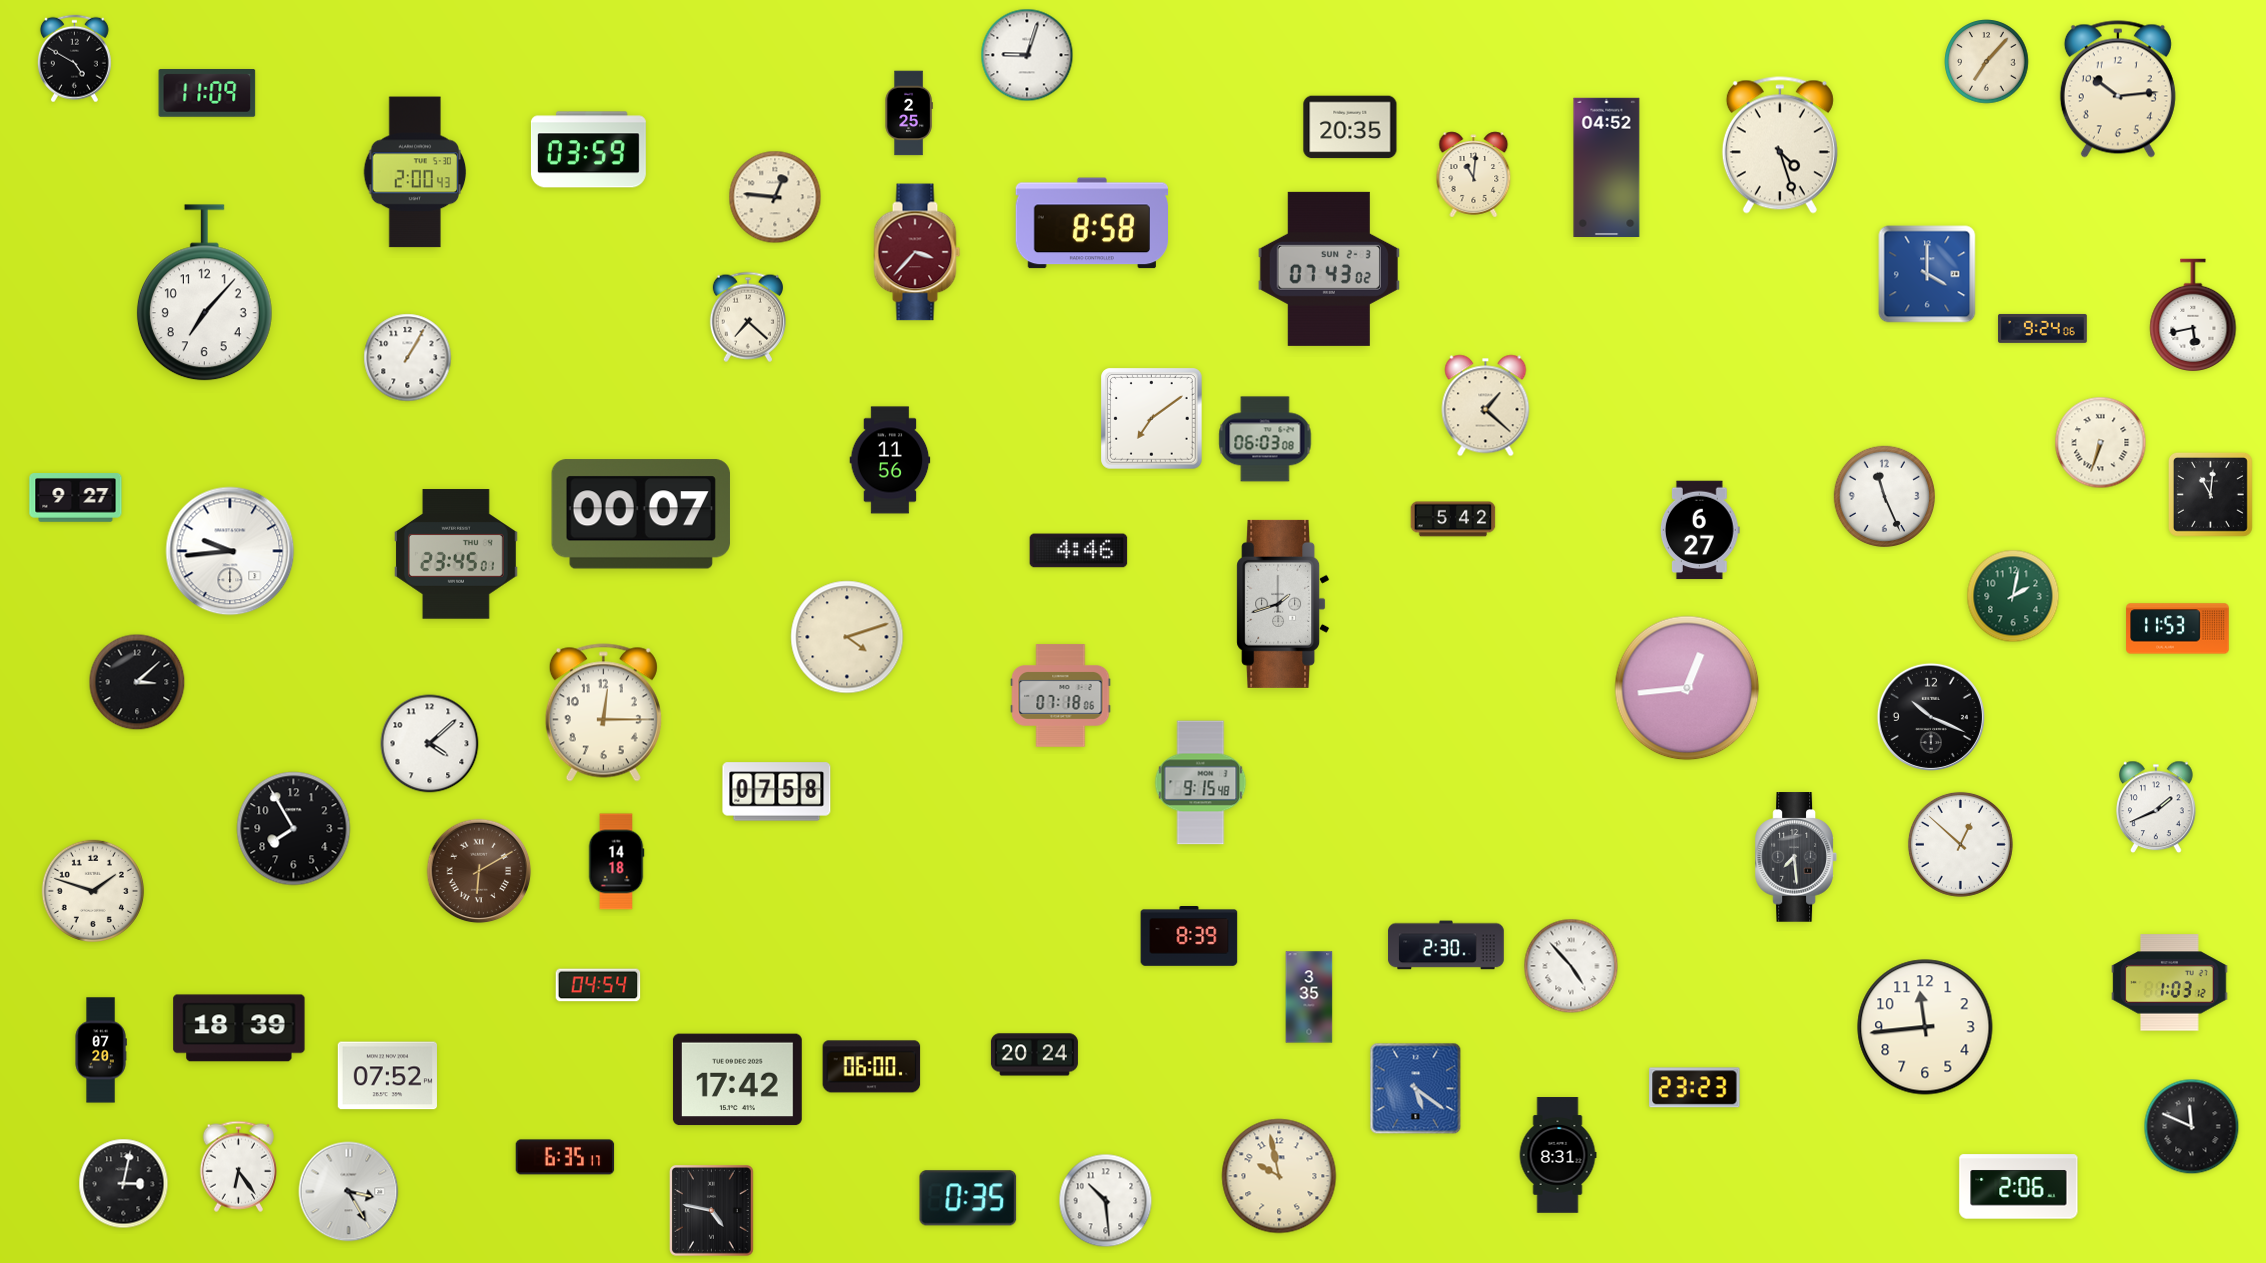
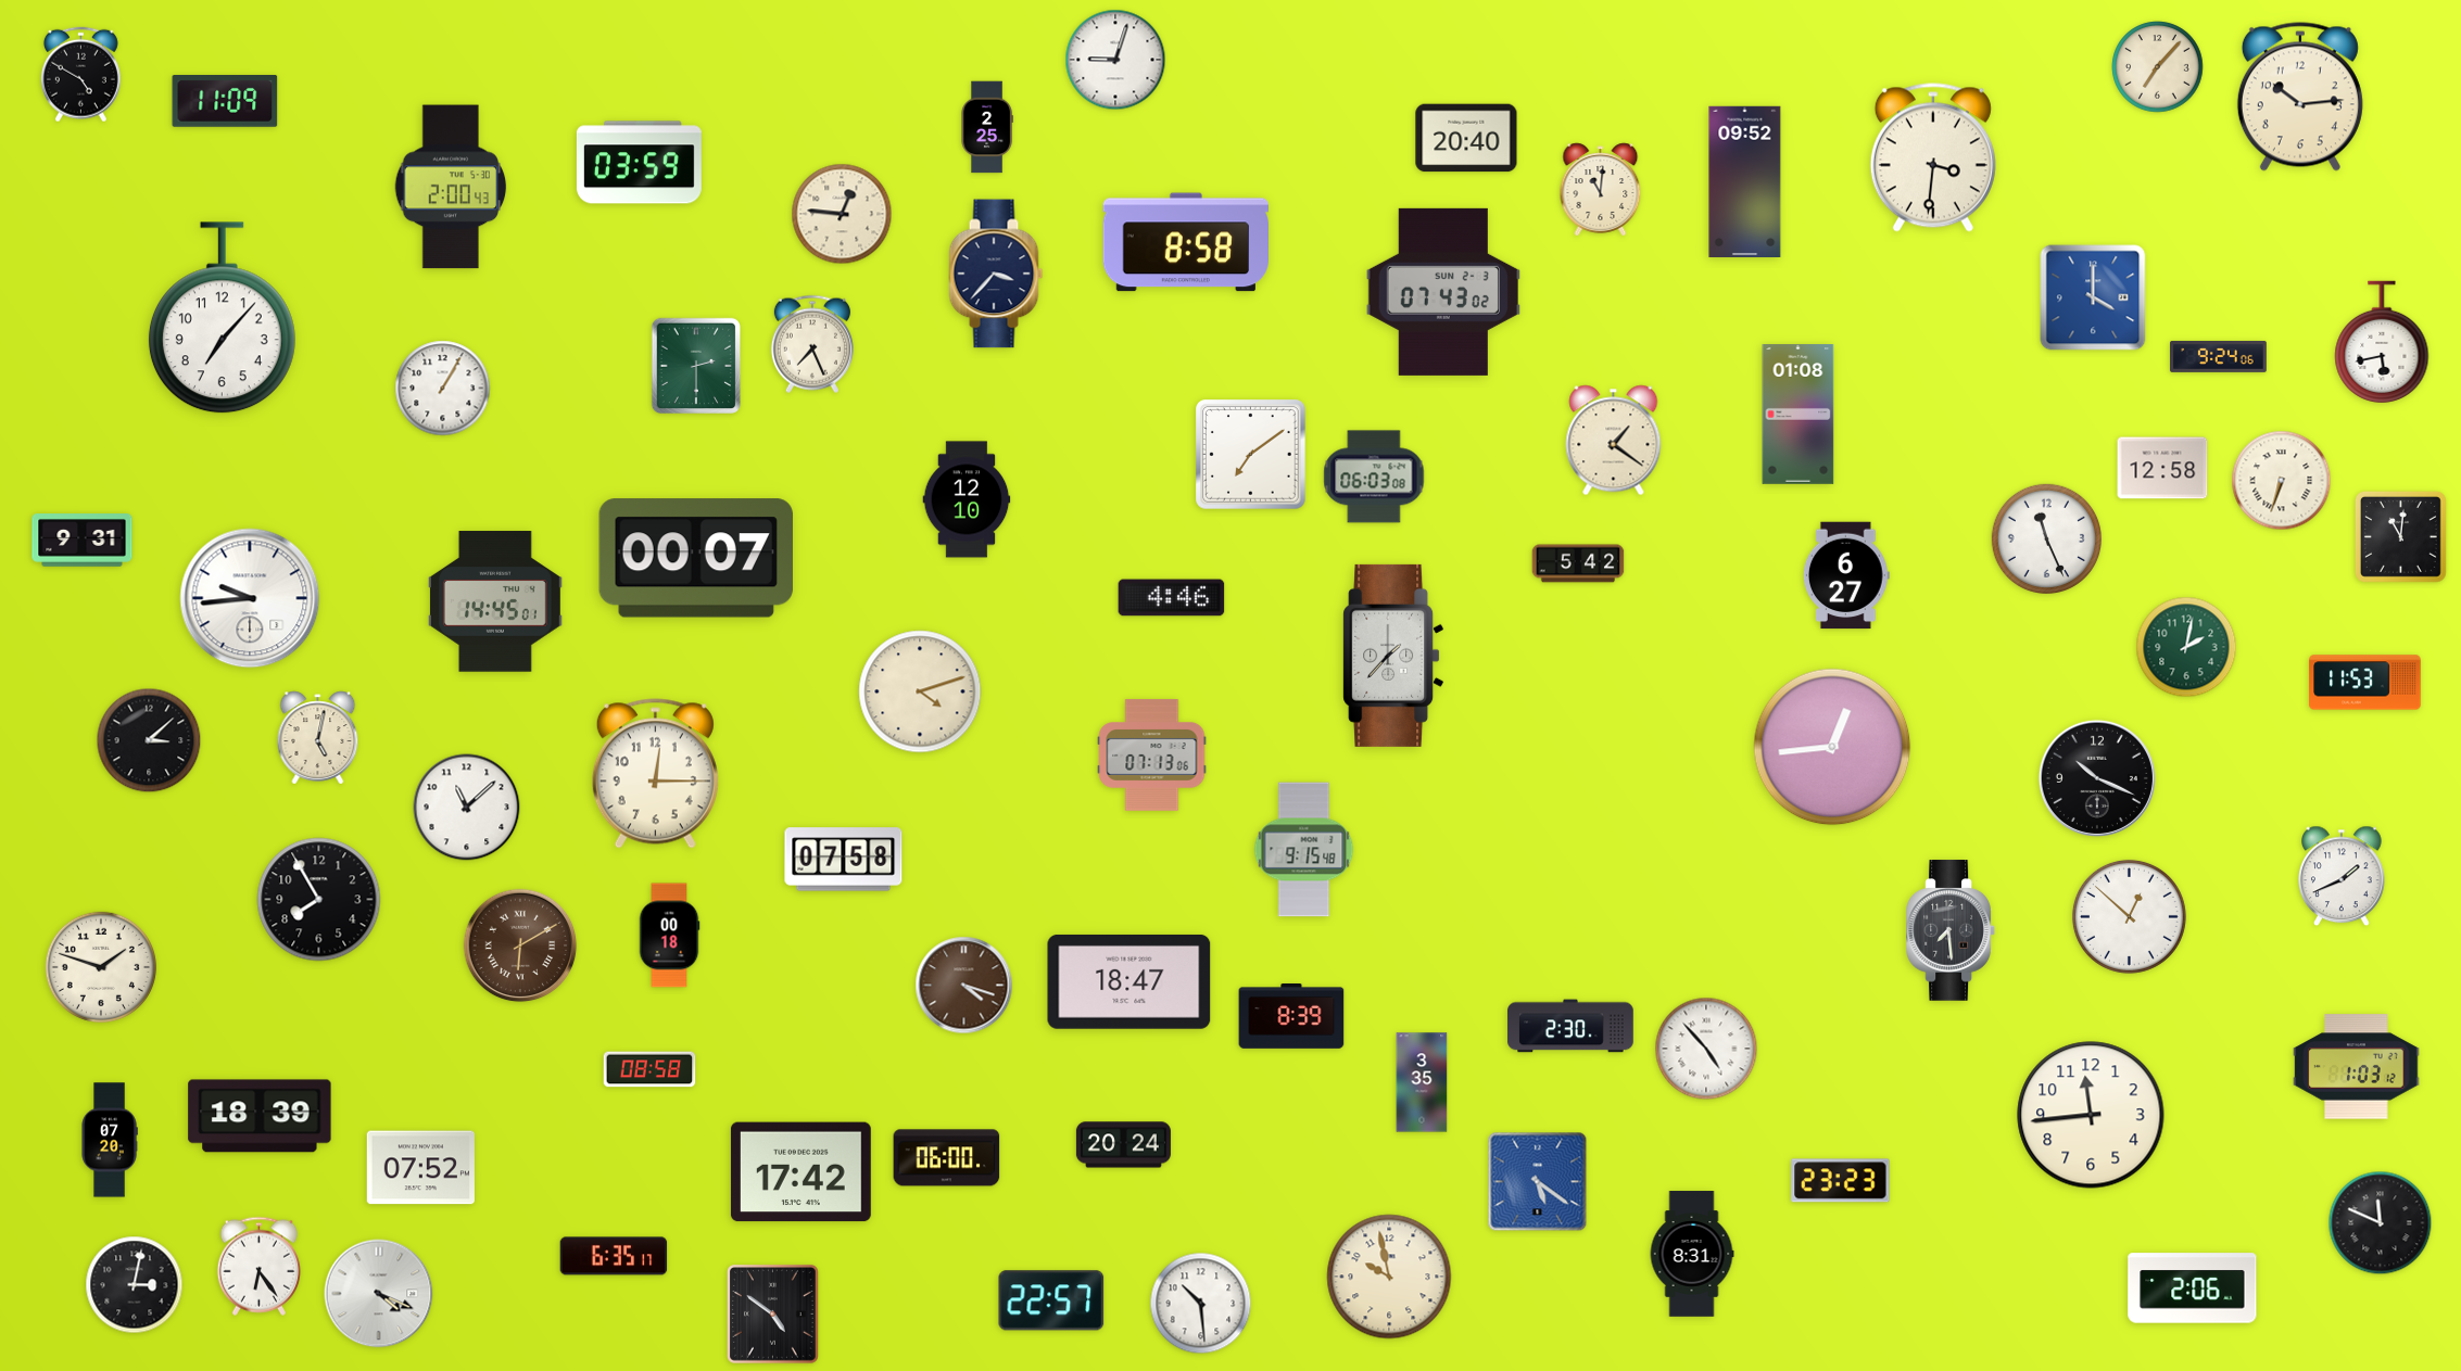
clock at (74, 59) position: (74, 59) -> (80, 75)
clock at (909, 113) position: (909, 113) -> (987, 127)
clock at (1350, 127): 20:35 -> 20:40
clock at (1780, 145): 4:27 -> 3:31
clock at (1607, 167): 04:52 -> 09:52
clock at (917, 252) dial: burgundy -> navy
clock at (748, 317): 7:22 -> 7:26
clock at (695, 365): none -> 2:30
clock at (1799, 415): none -> 01:08
clock at (1486, 406): 1:22 -> 1:21
clock at (2162, 468): none -> 12:58
clock at (890, 460): 11:56 -> 12:10
clock at (76, 498): 9:27 -> 9:31
clock at (456, 554): 23:45 -> 14:45
clock at (1283, 604): 1:42 -> 1:37
clock at (318, 738): none -> 5:02
clock at (1061, 696): 07:18 -> 07:13
clock at (430, 744): 4:08 -> 11:08
clock at (616, 862): 14:18 -> 00:18
clock at (1129, 981): none -> 18:47
clock at (964, 986): none -> 4:18
clock at (598, 985): 04:54 -> 08:58
clock at (349, 1192): 3:25 -> 4:19
clock at (968, 1198): 0:35 -> 22:57
clock at (712, 1211): 4:47 -> 4:51
